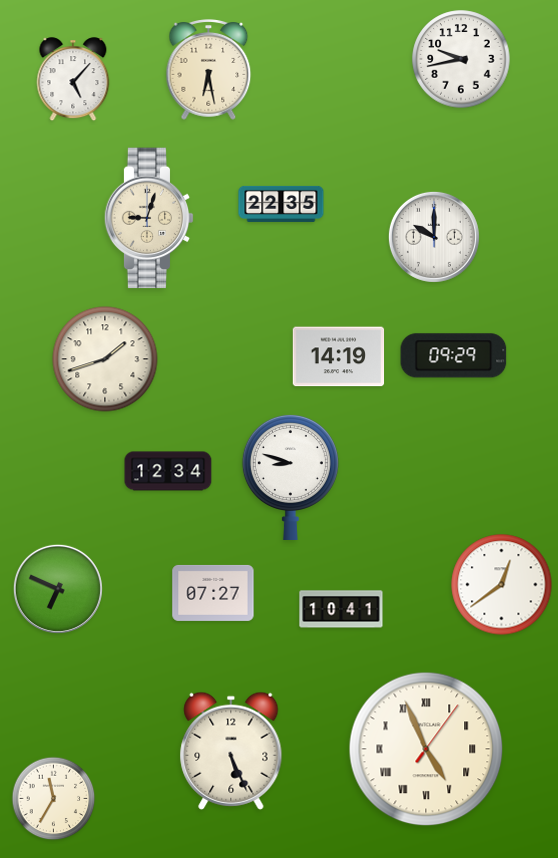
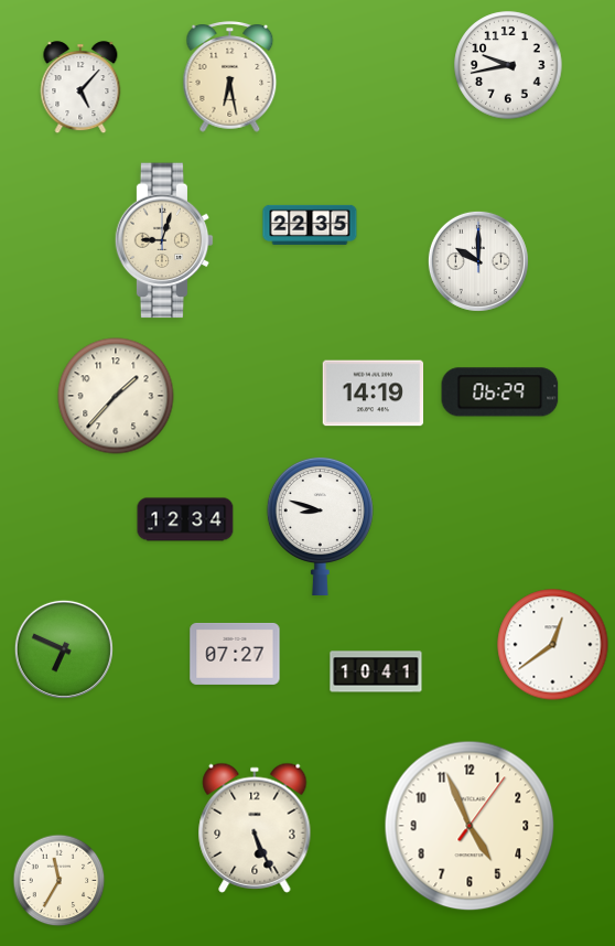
clock at (454, 356): 09:29 -> 06:29
clock at (105, 359): 1:42 -> 1:37
clock at (426, 749) numerals: Roman -> Arabic
